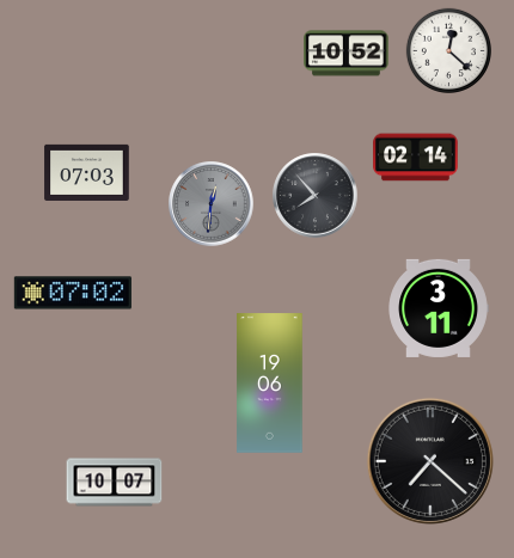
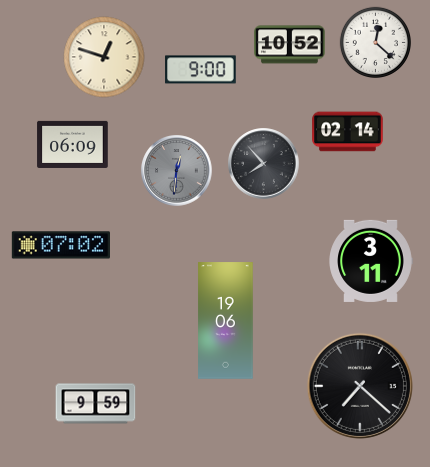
clock at (104, 57): none -> 12:48
clock at (201, 70): none -> 9:00
clock at (87, 172): 07:03 -> 06:09
clock at (439, 308) position: (439, 308) -> (371, 261)
clock at (115, 483): 10:07 -> 9:59
